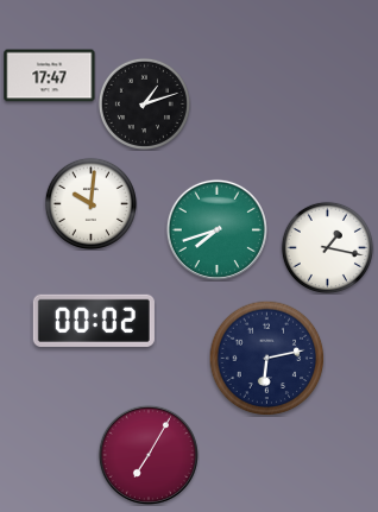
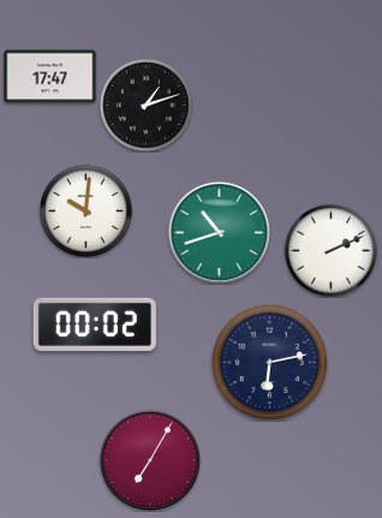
clock at (90, 203) position: (90, 203) -> (85, 210)
clock at (216, 229): 7:42 -> 10:42
clock at (327, 247): 1:17 -> 2:11
